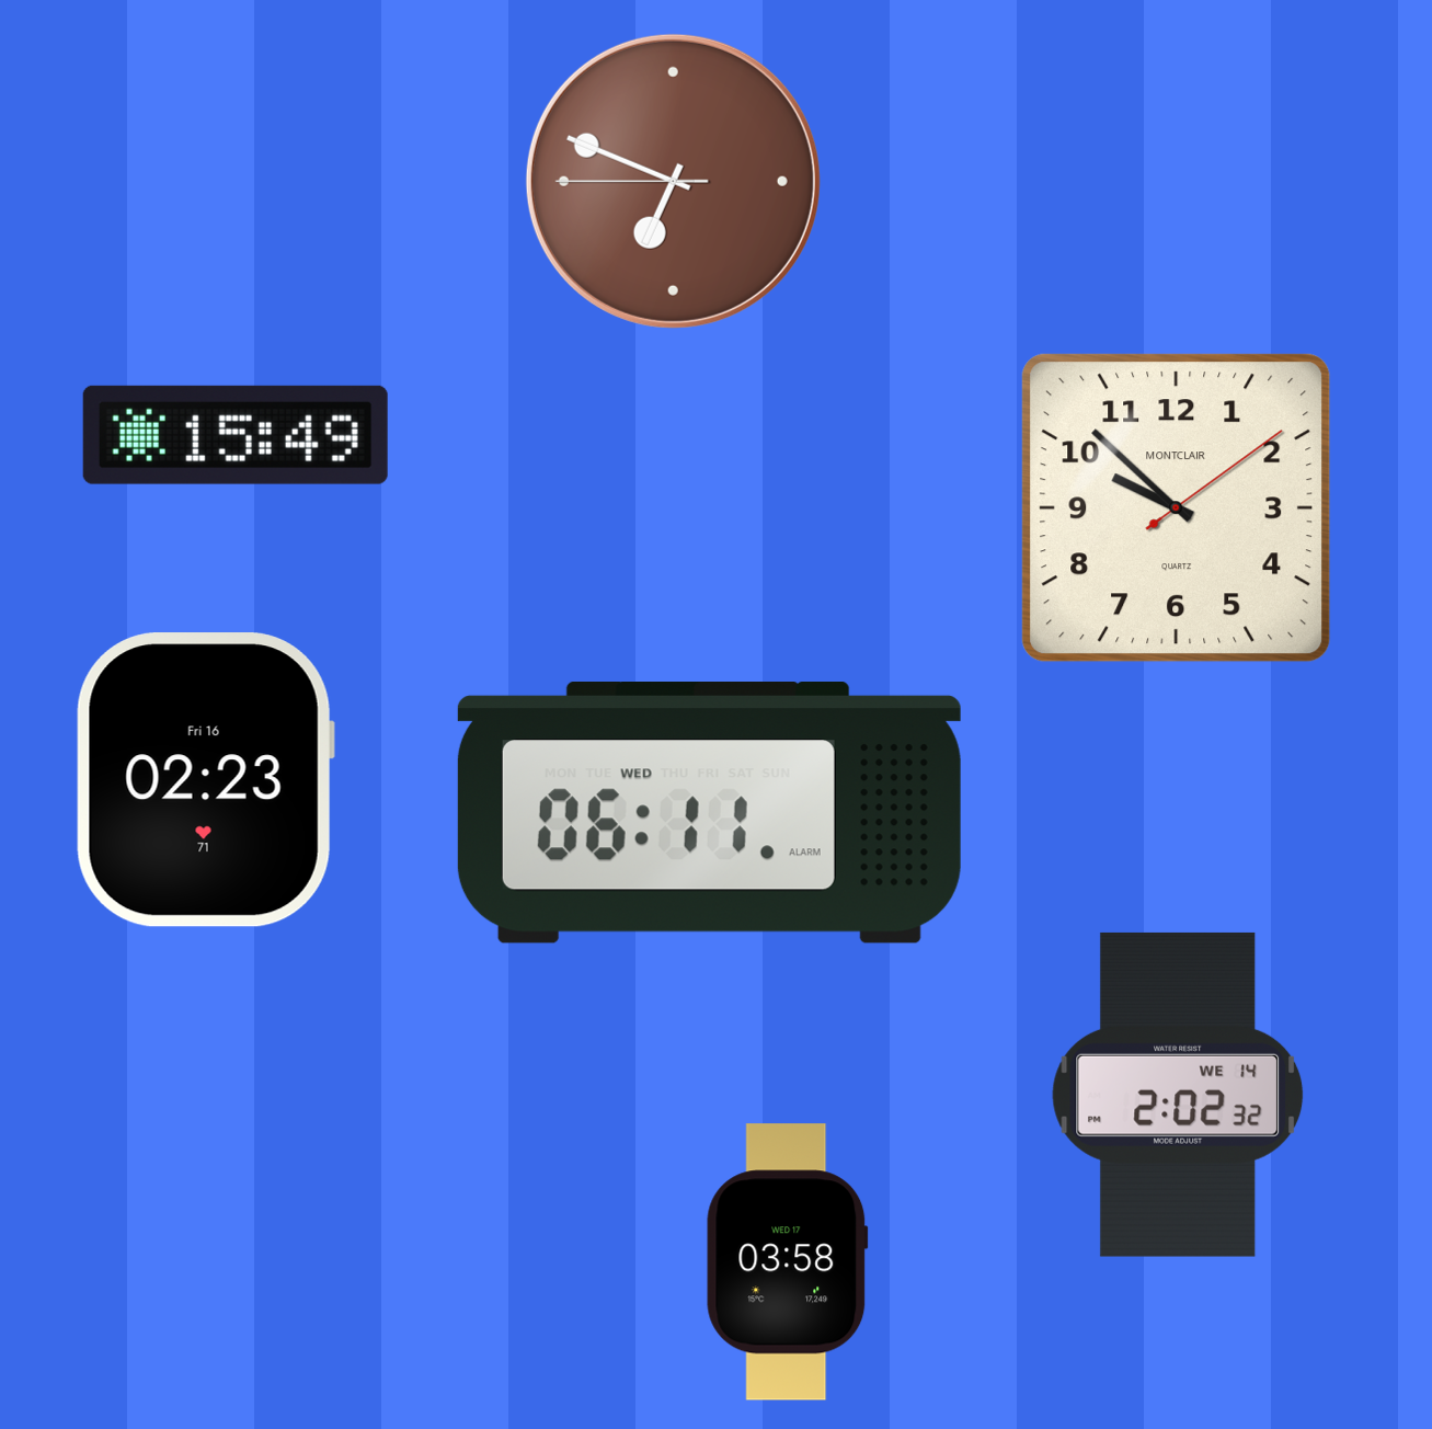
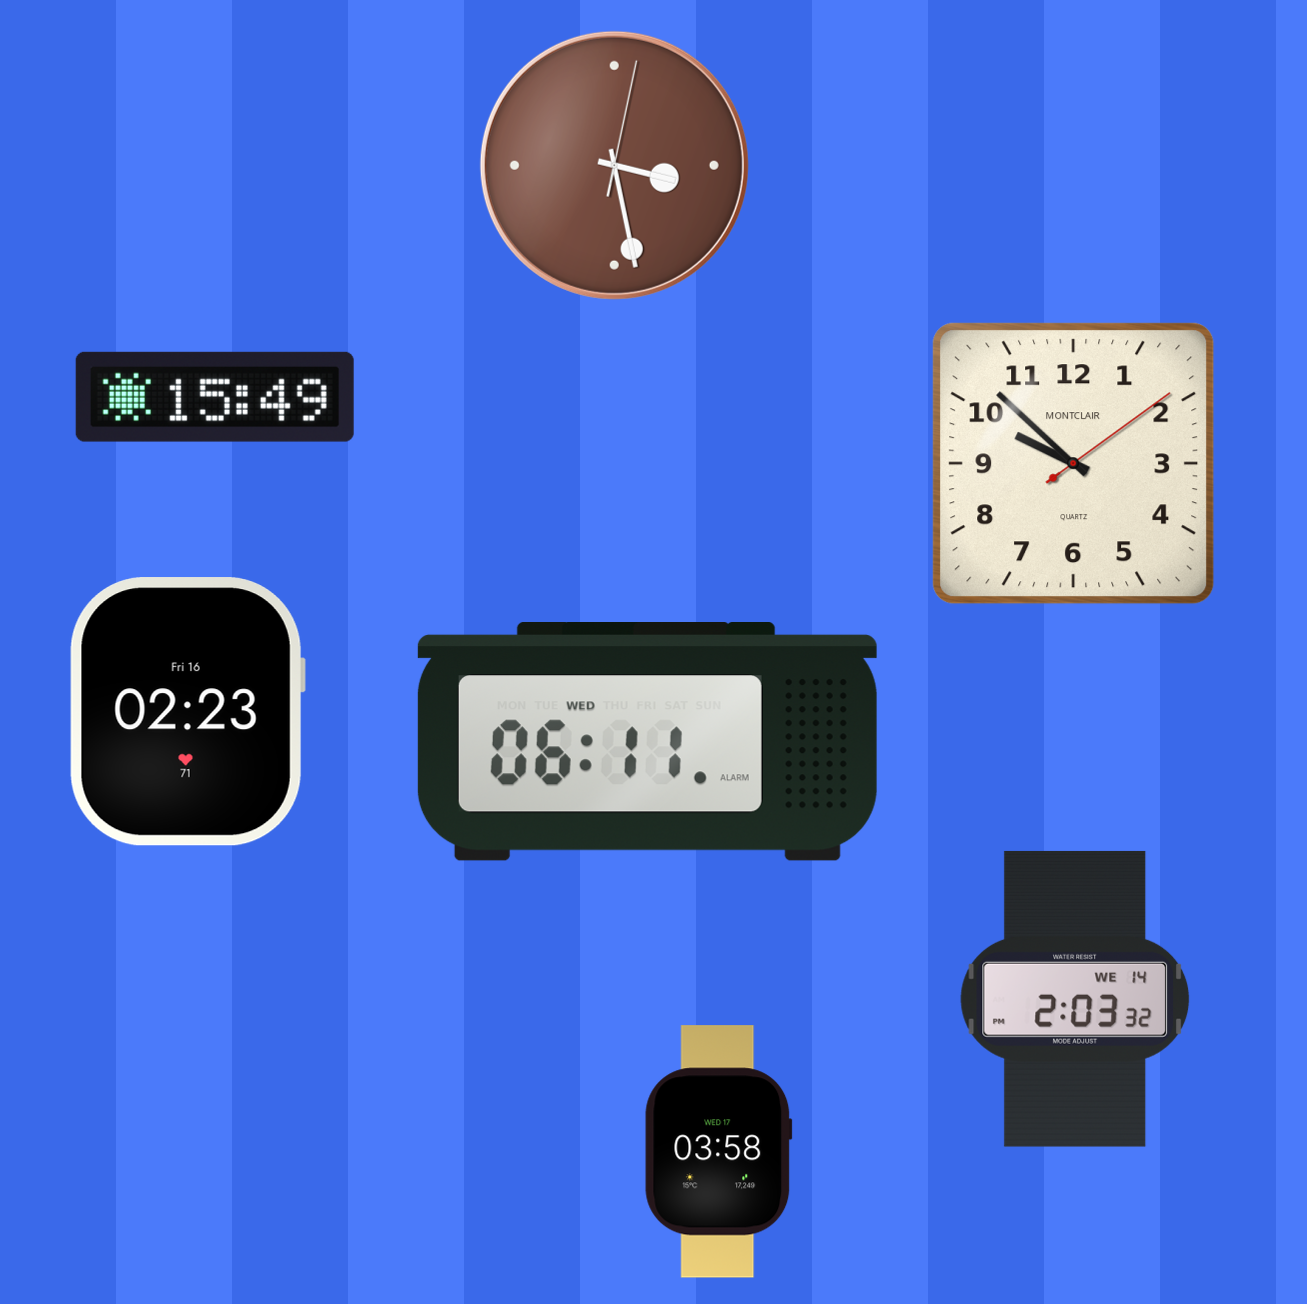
clock at (673, 181): 6:48 -> 3:28
clock at (1178, 1095): 2:02 -> 2:03
